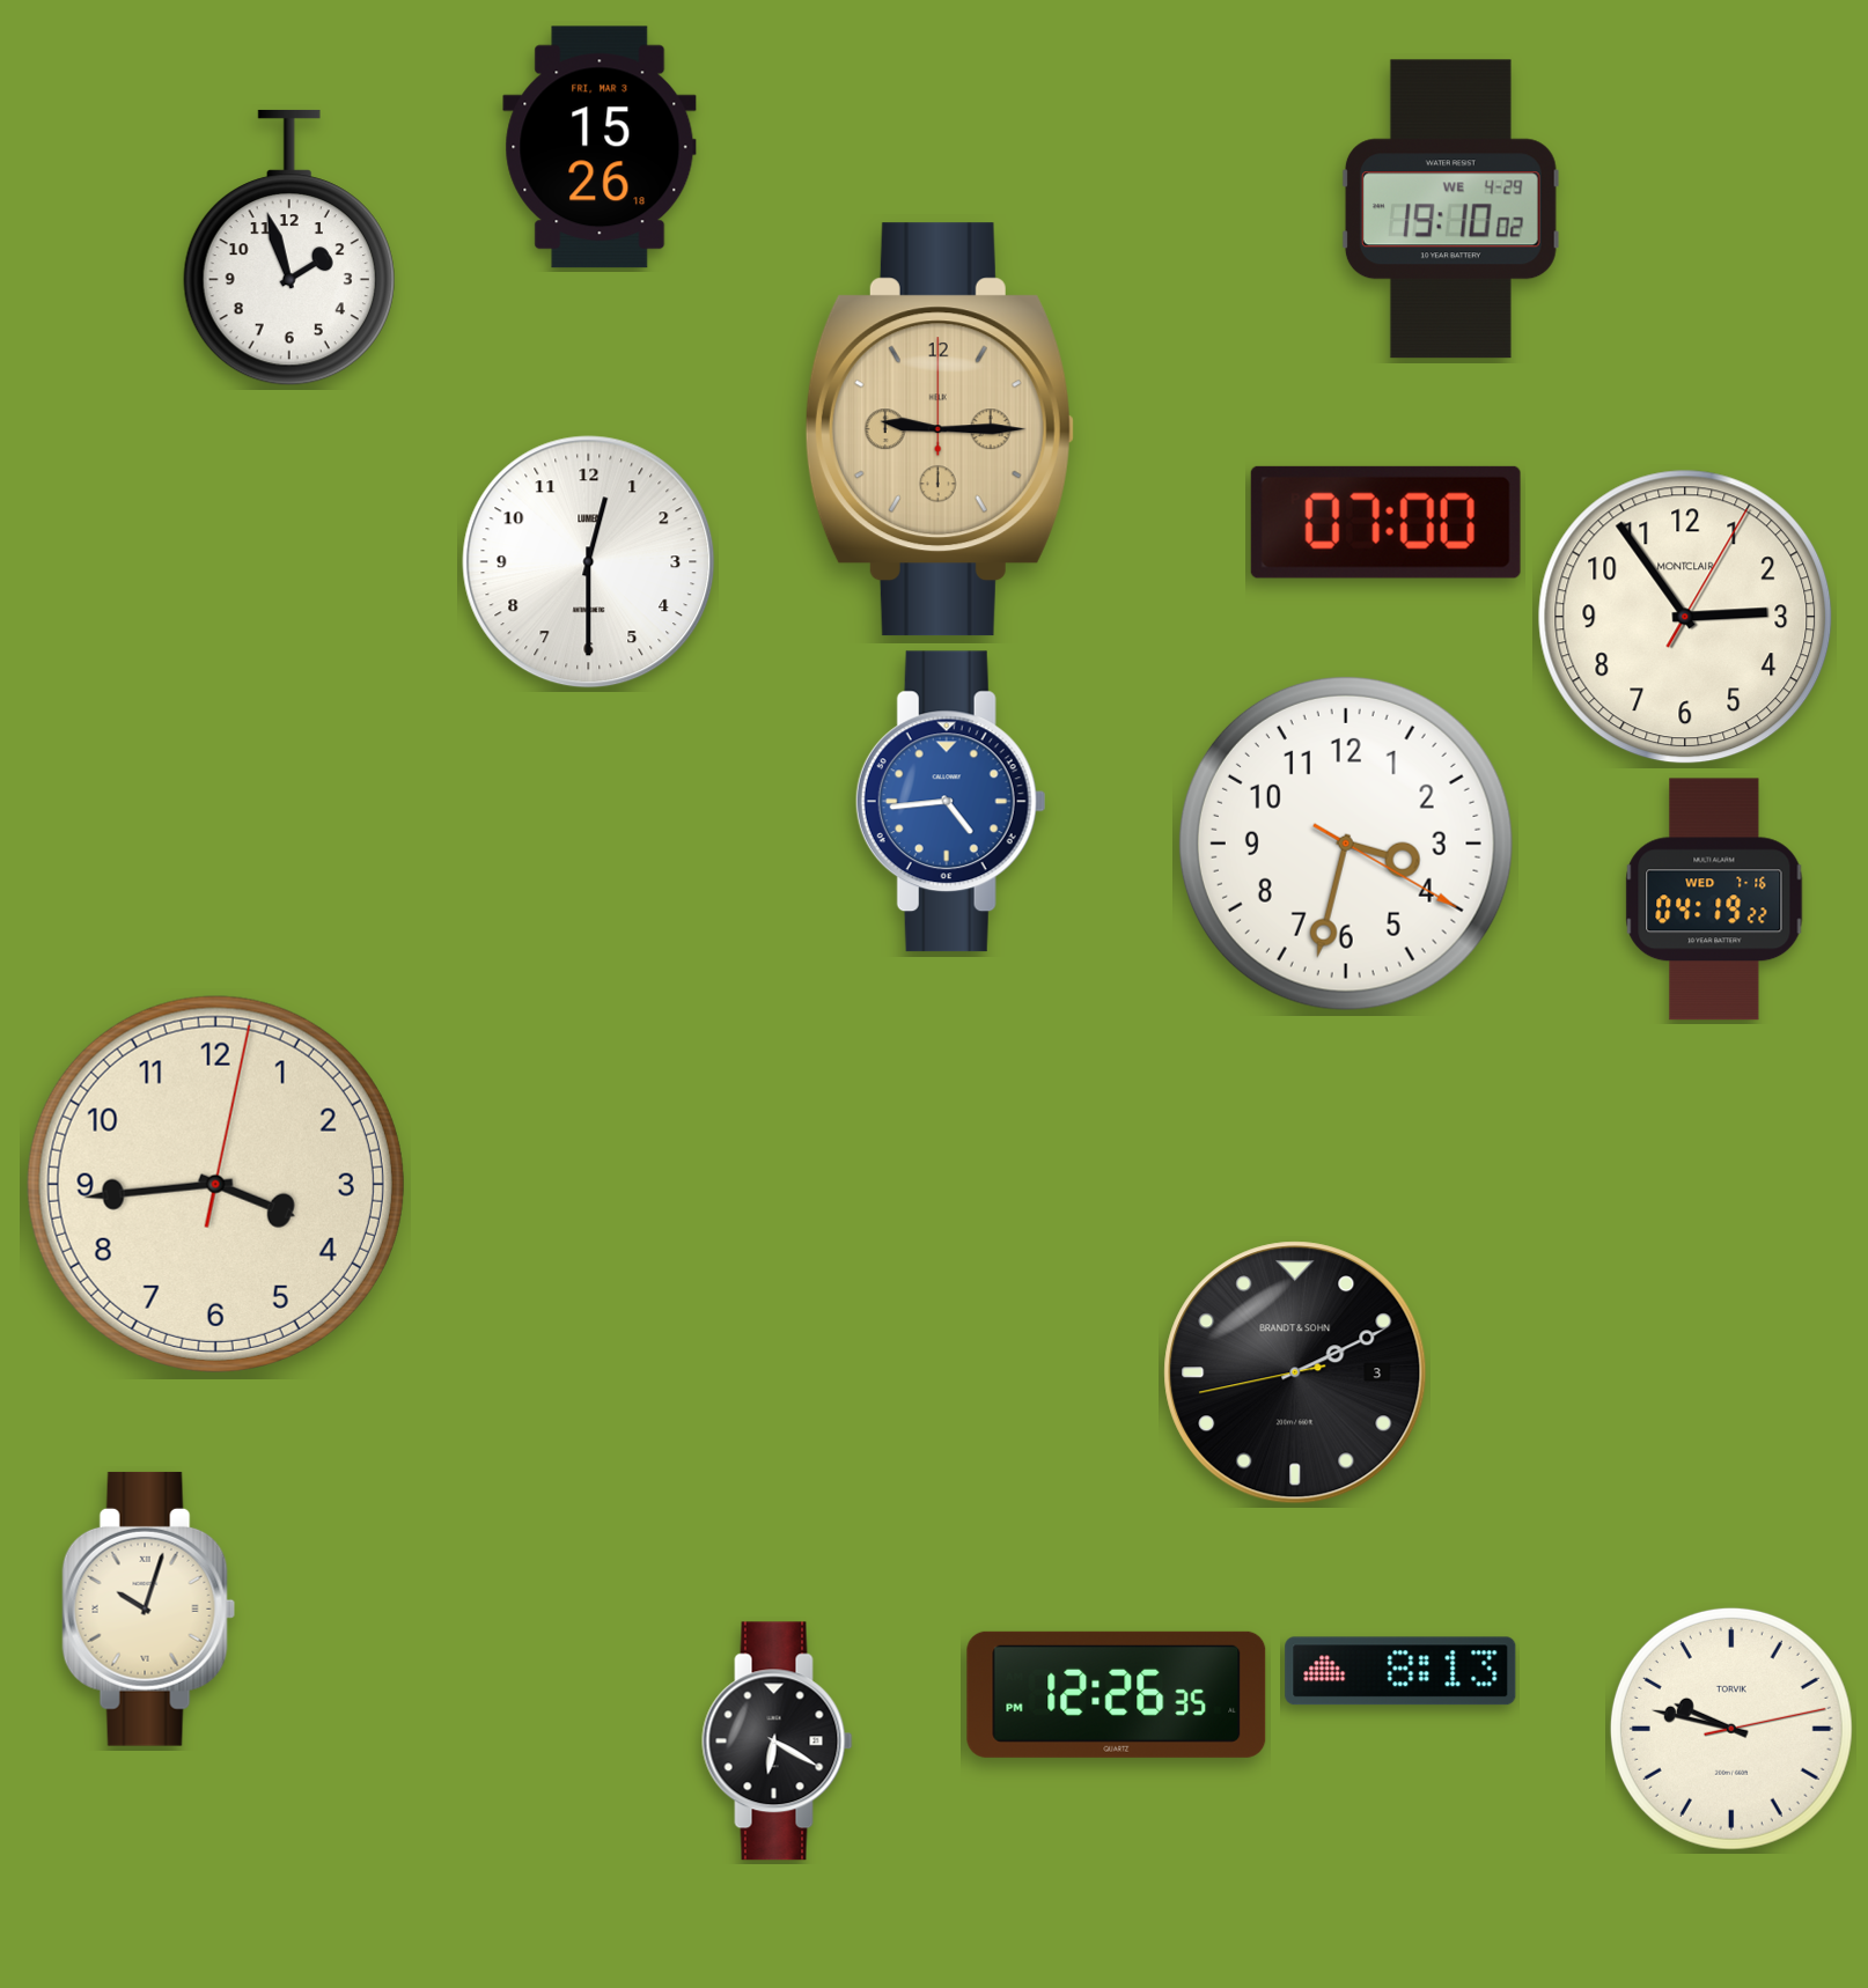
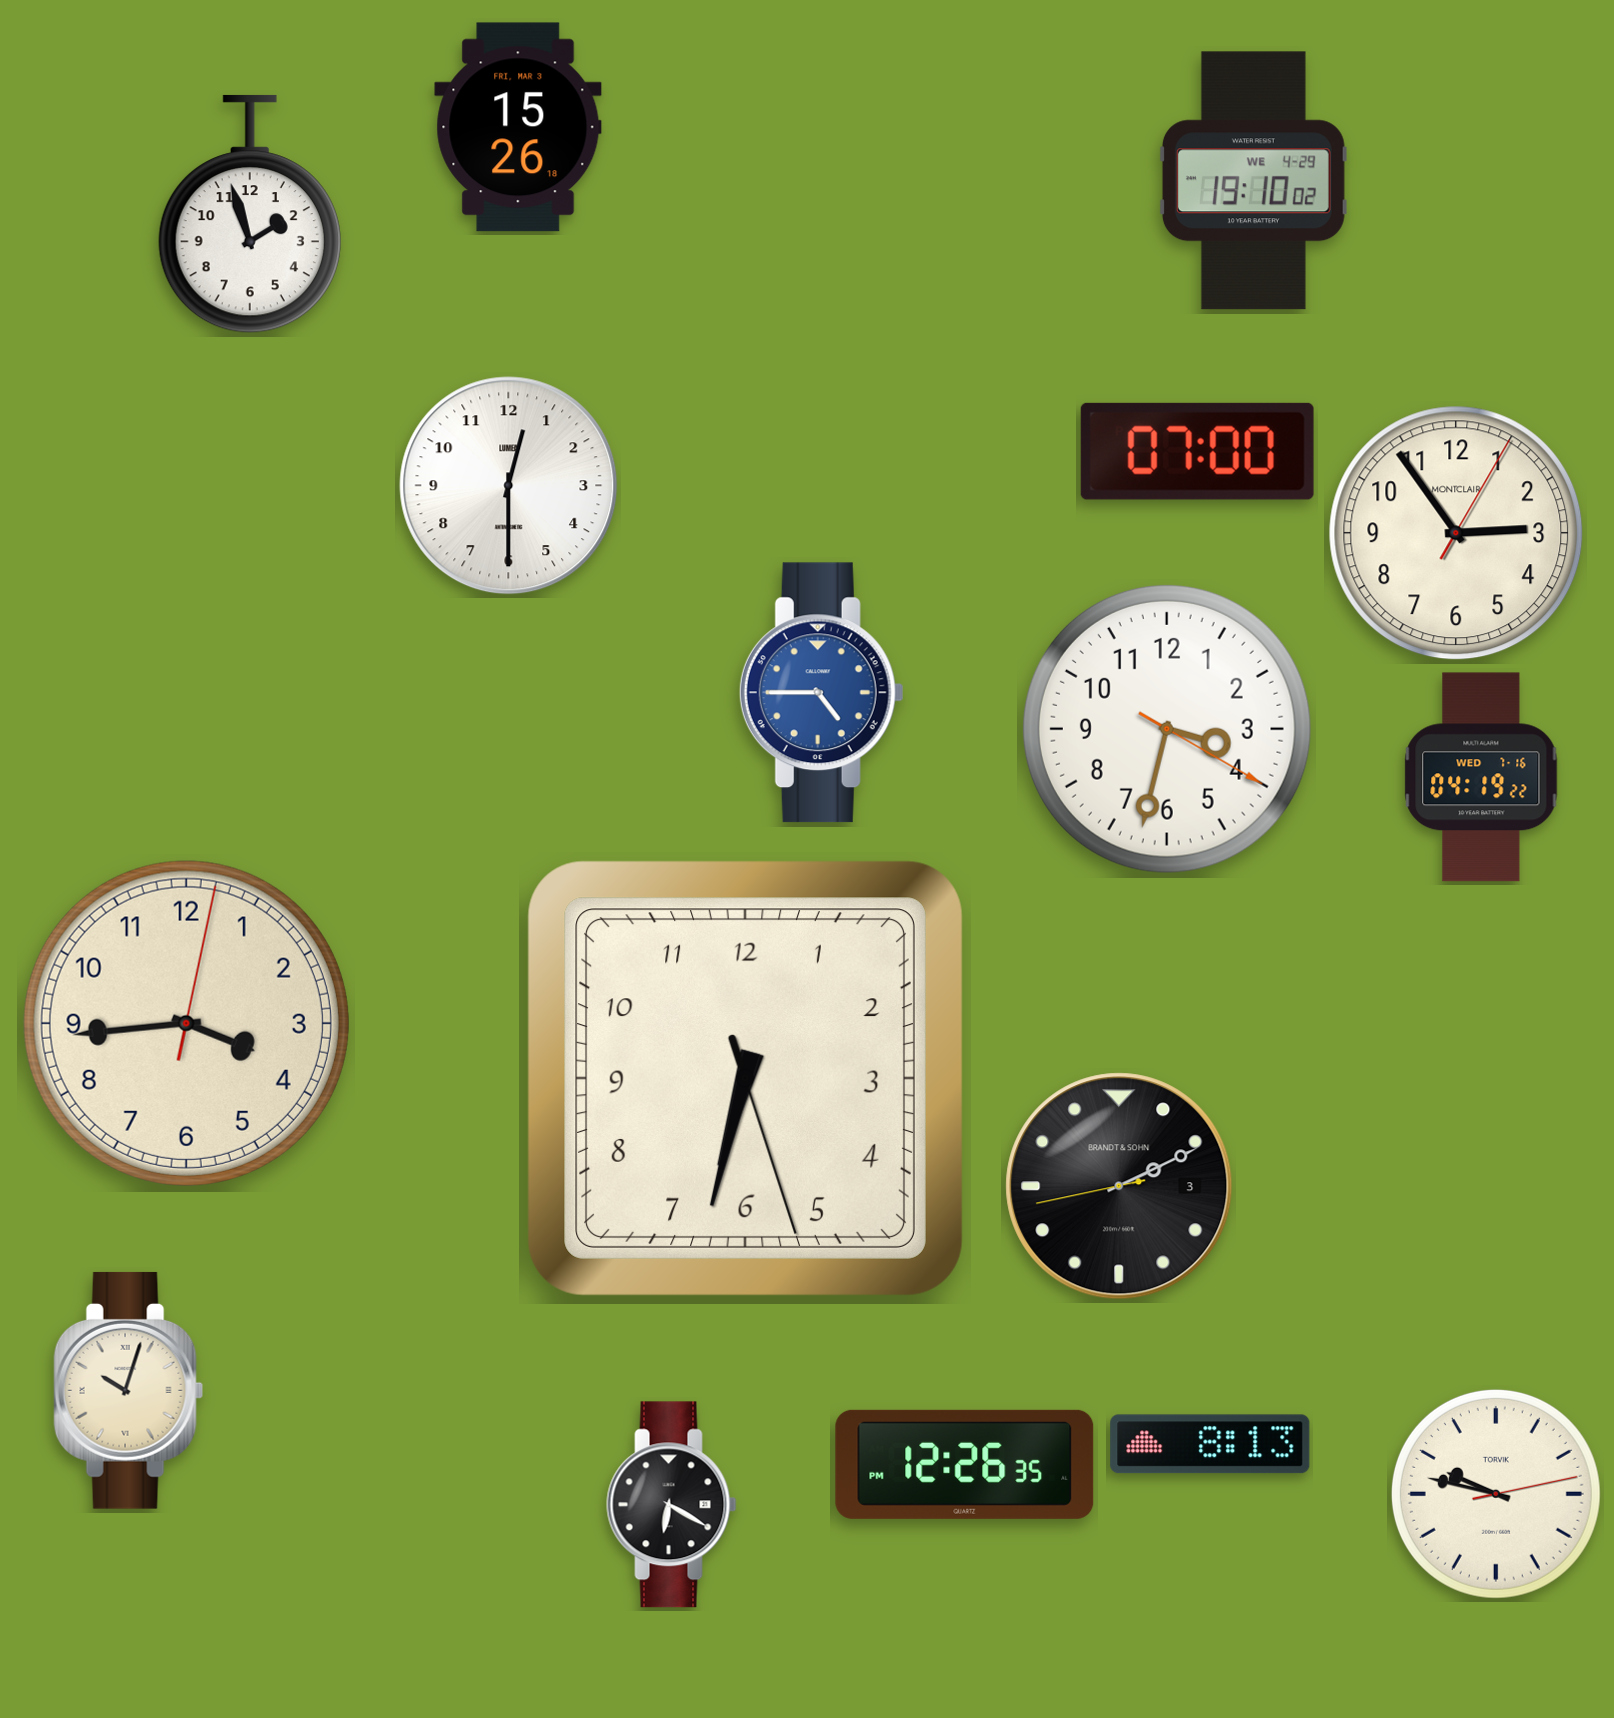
clock at (940, 429): 9:15 -> none
clock at (950, 802): 4:44 -> 4:45
clock at (1346, 844) position: (1346, 844) -> (1167, 729)
clock at (745, 1078): none -> 6:32
